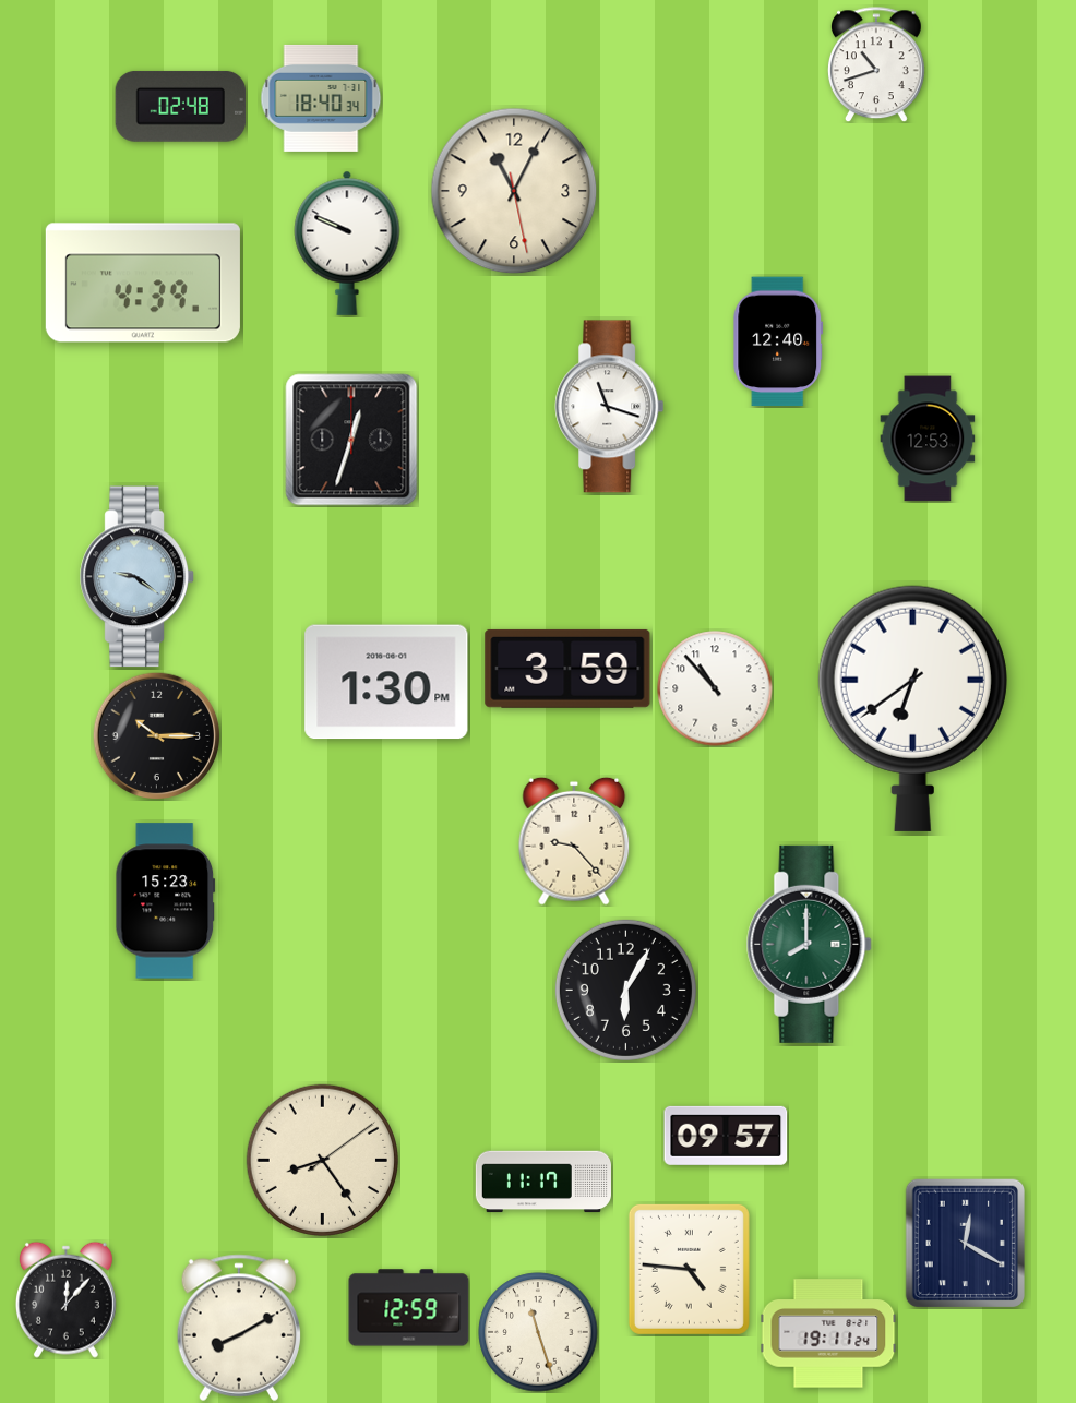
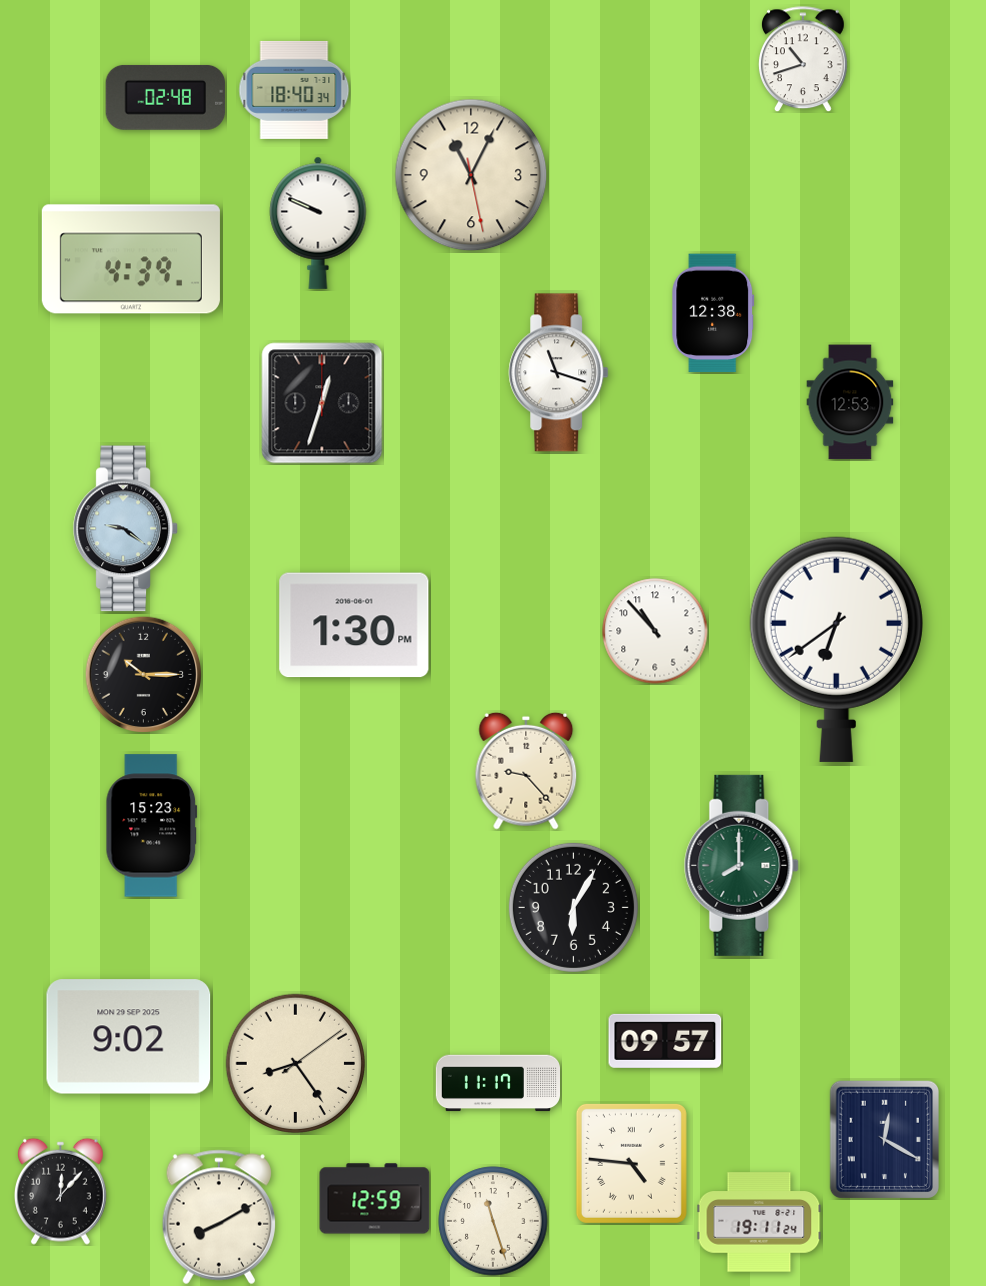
clock at (778, 341): 12:40 -> 12:38
clock at (567, 669): 3:59 -> none
clock at (129, 1037): none -> 9:02
